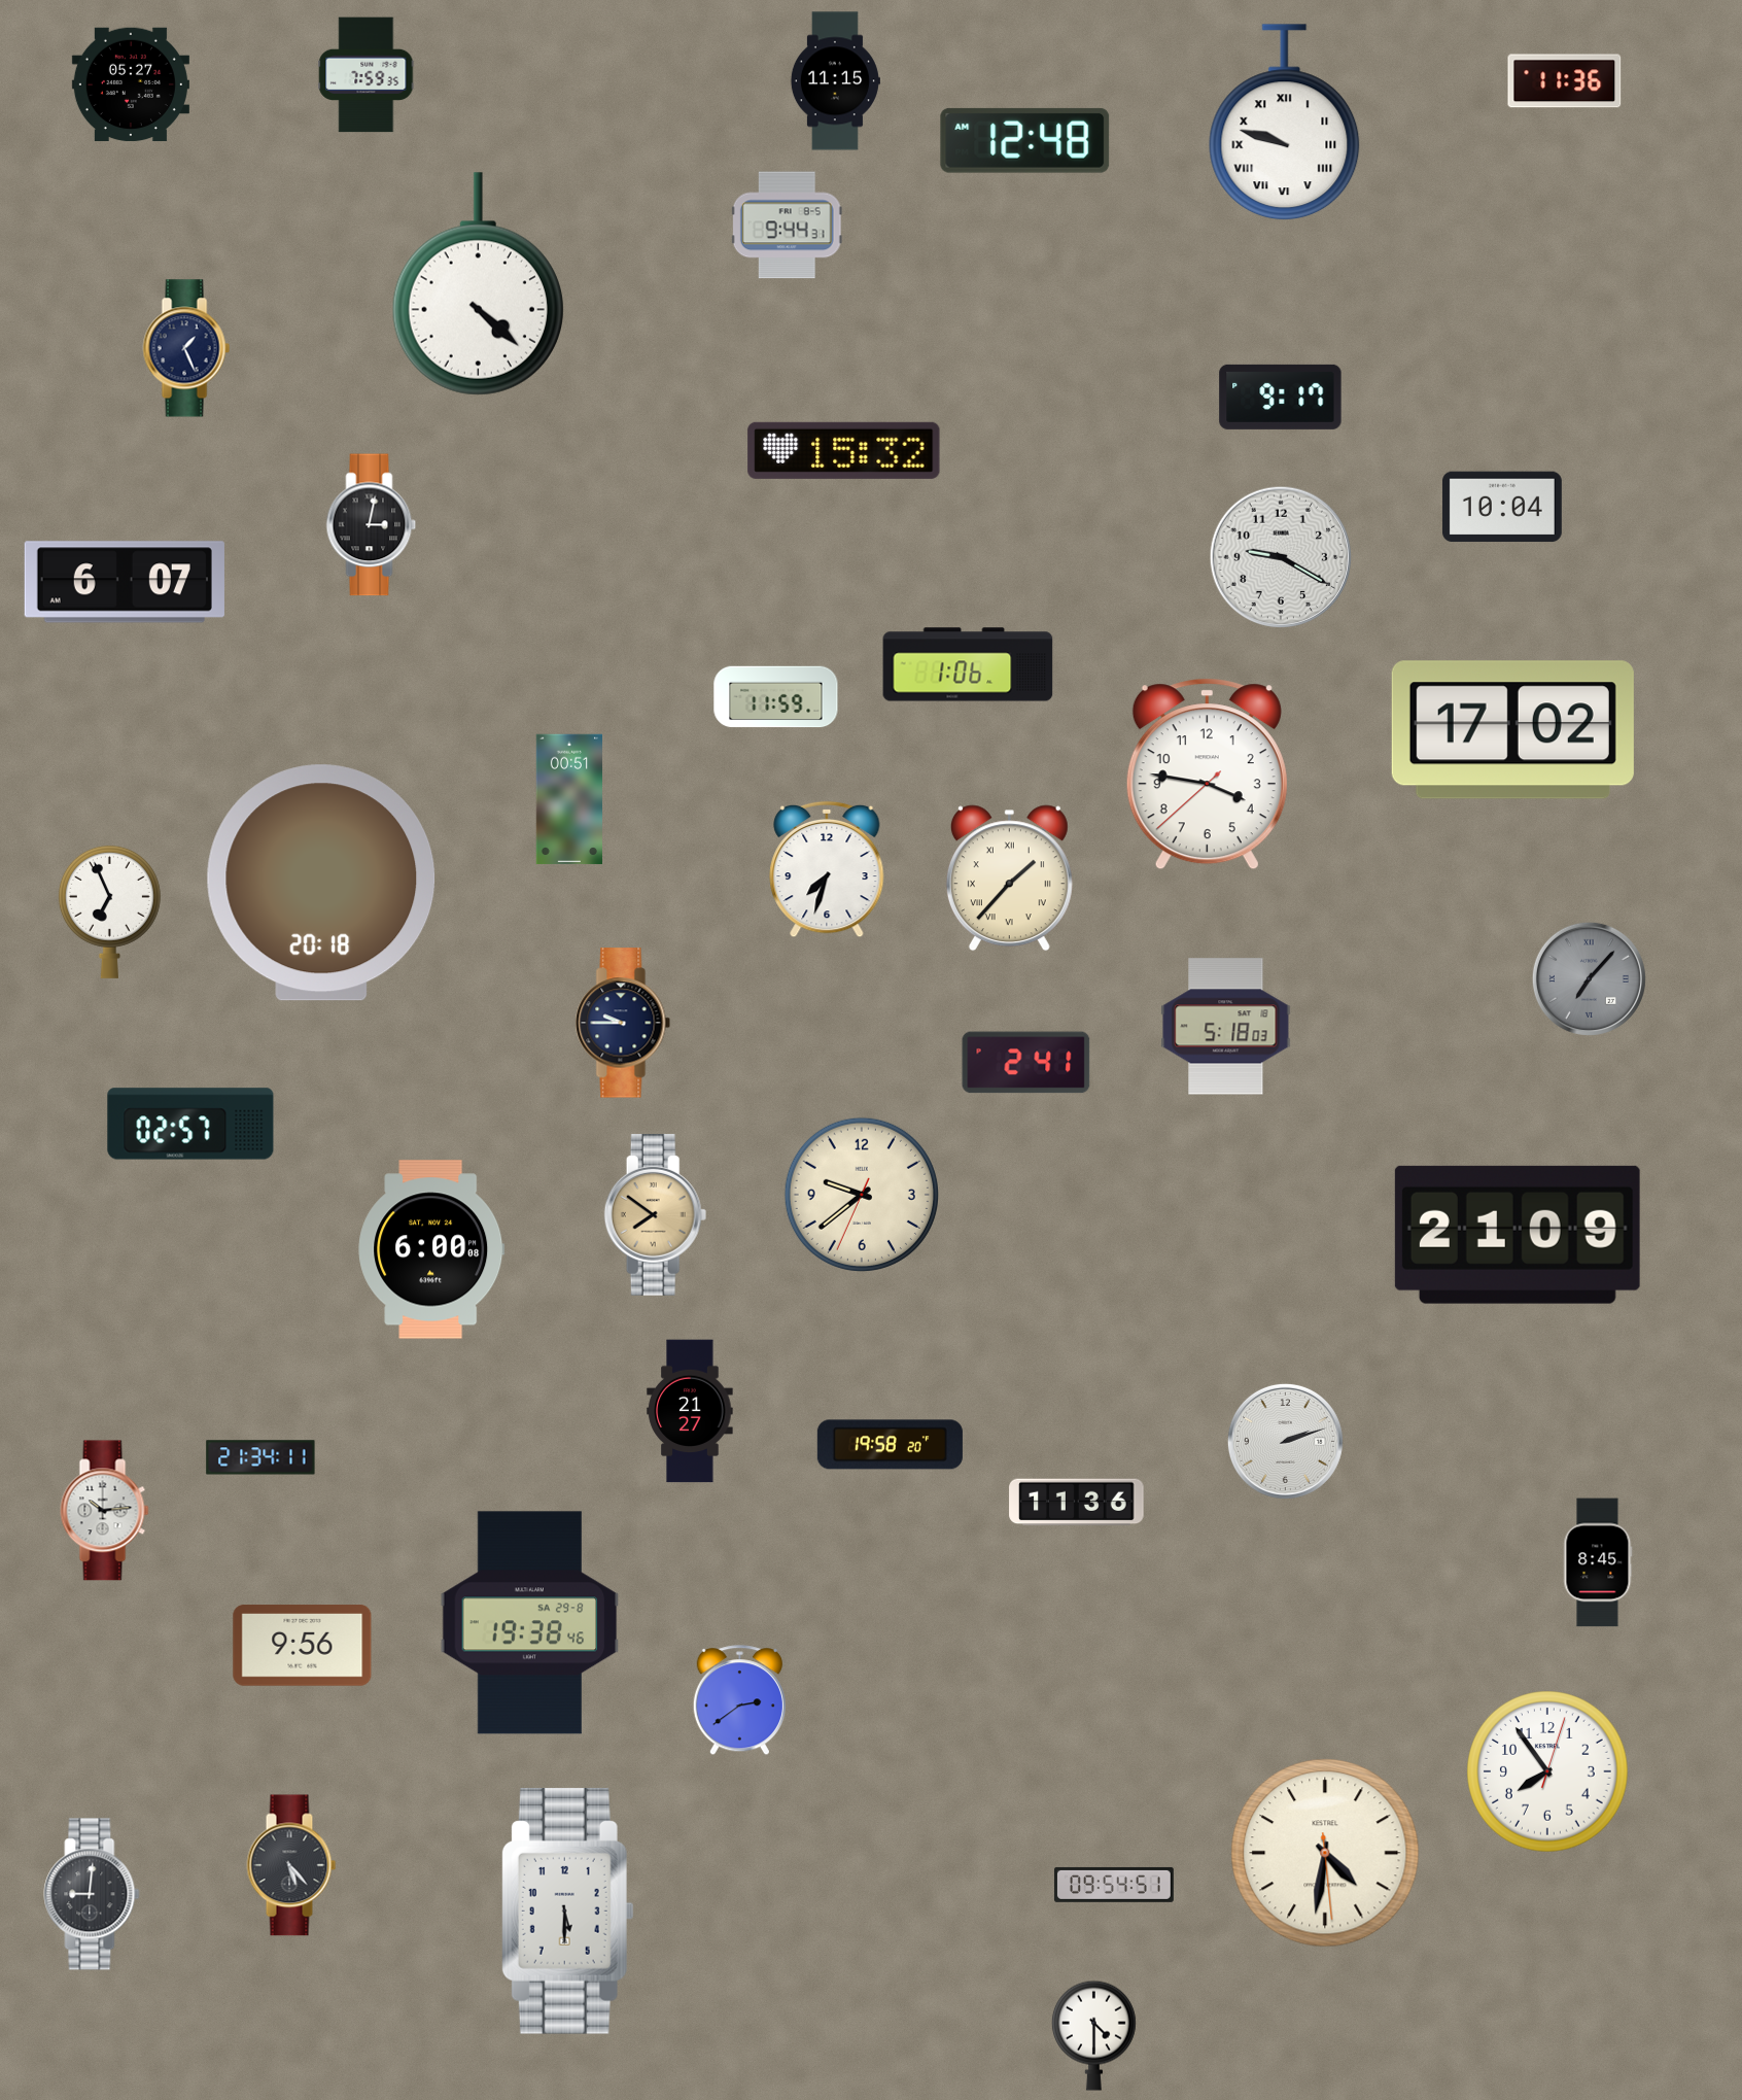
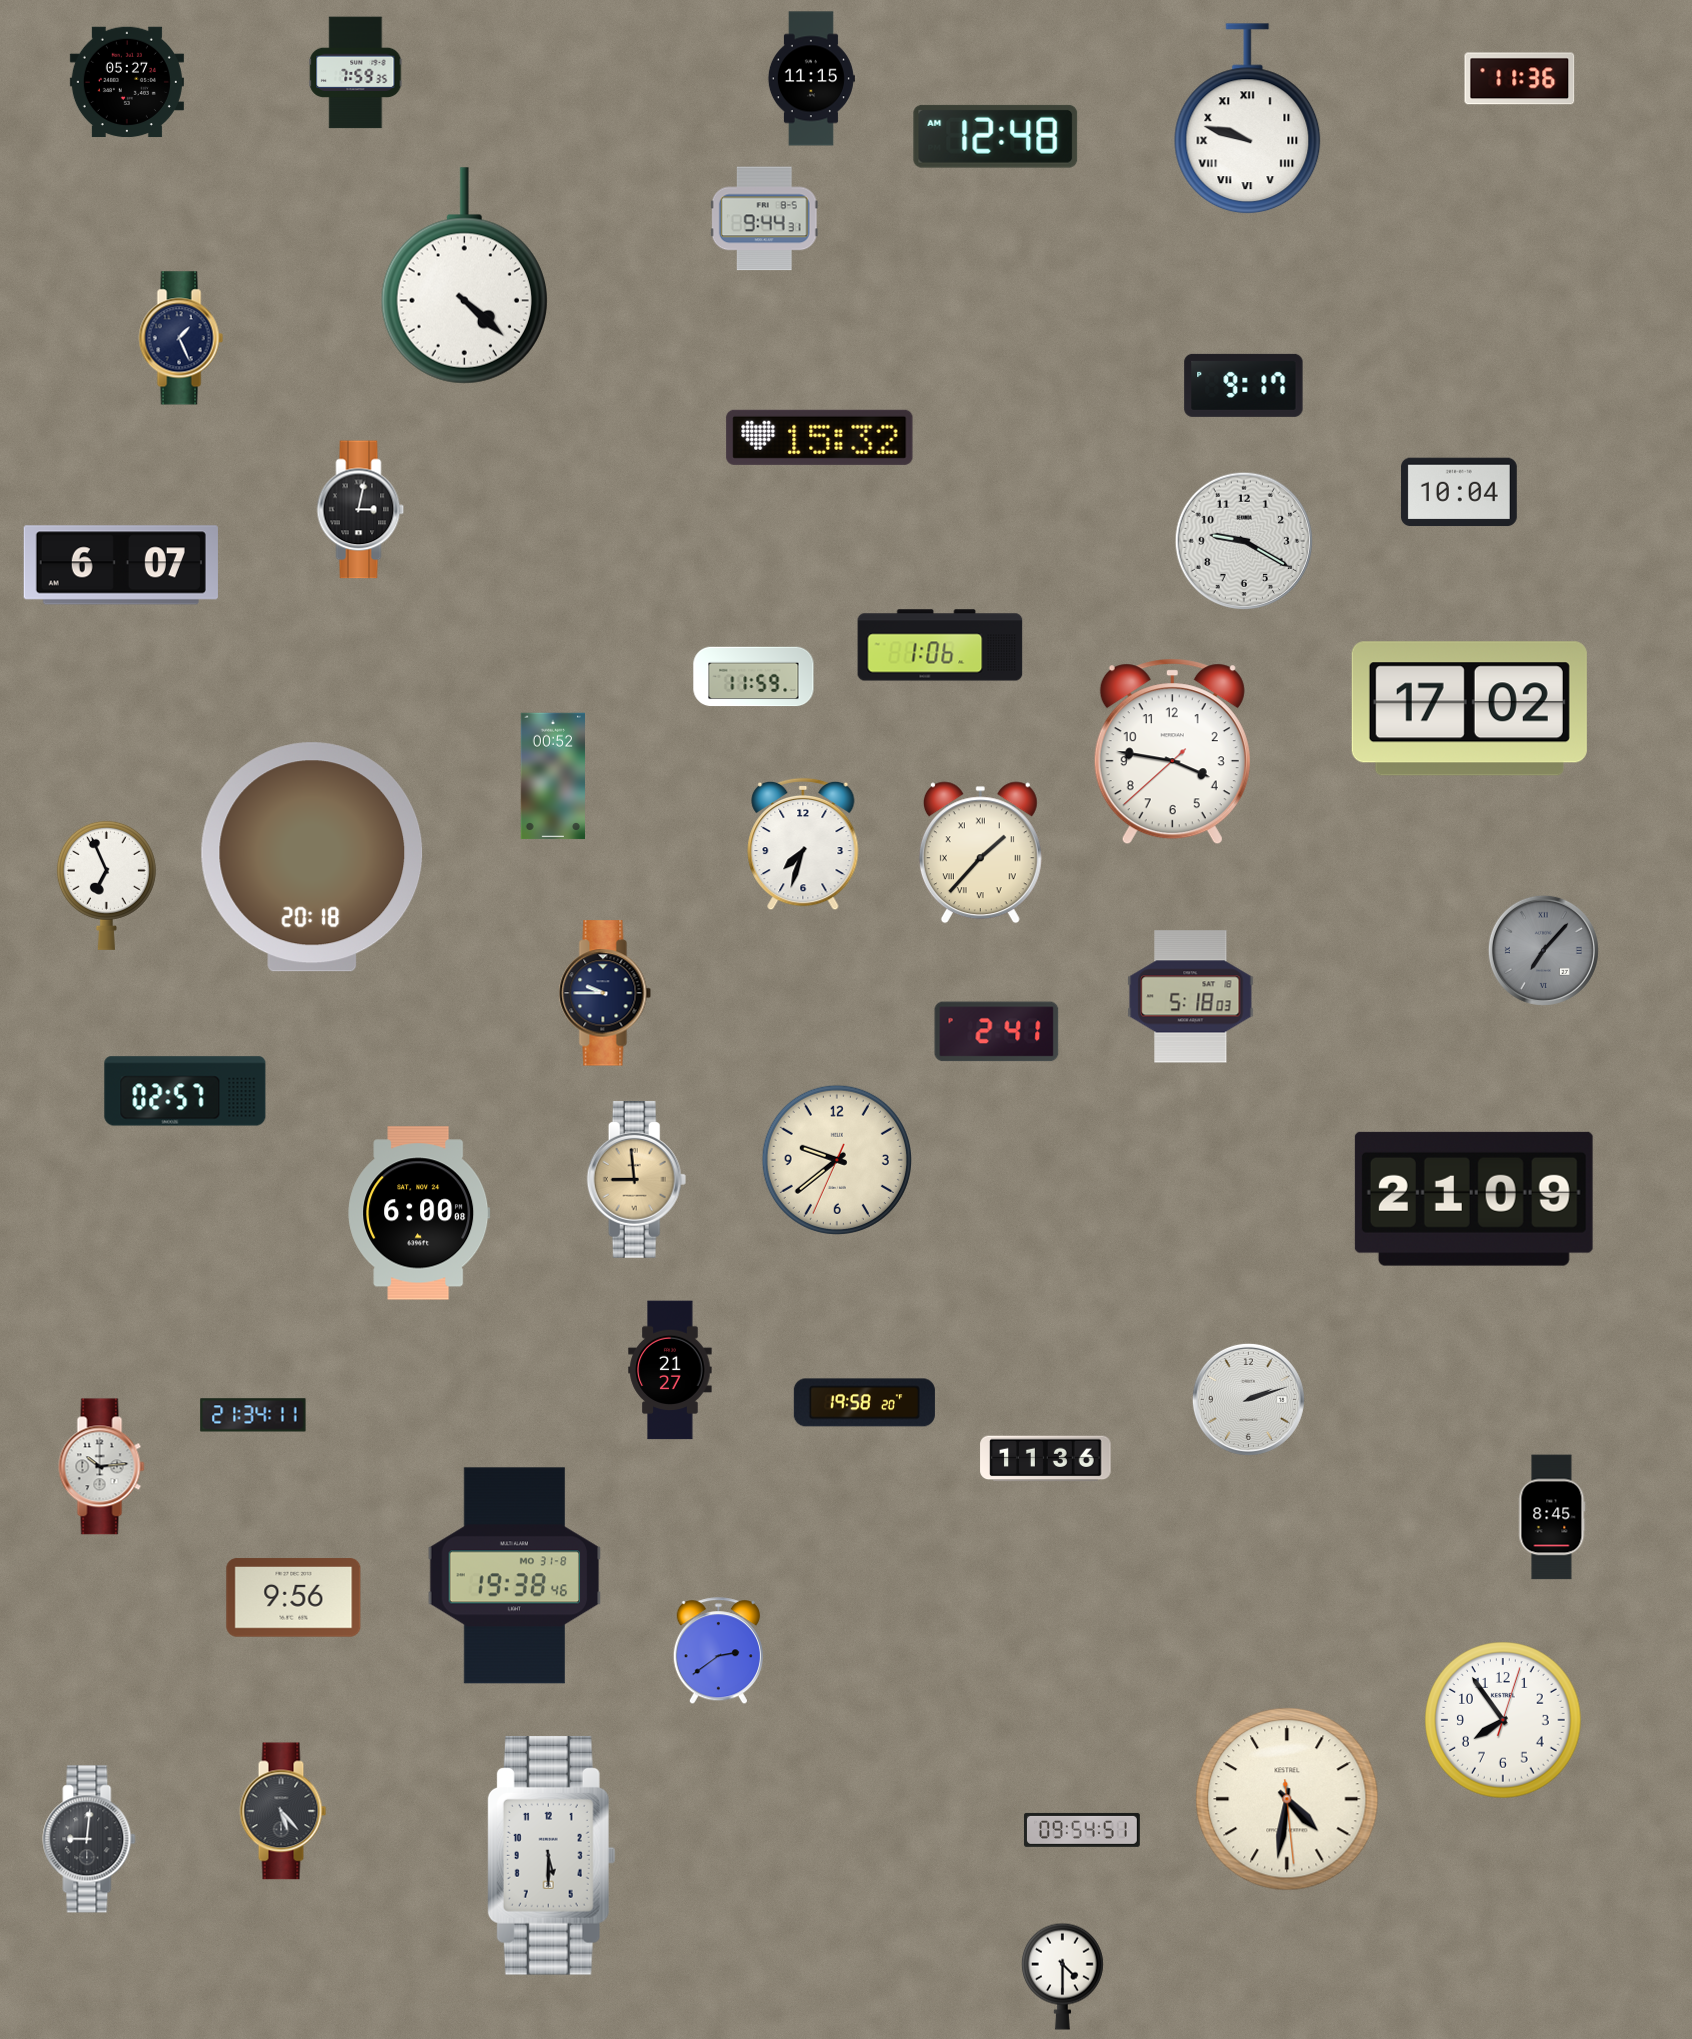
clock at (568, 799): 00:51 -> 00:52
clock at (656, 1214): 7:51 -> 8:59
clock at (530, 1623) date: SA 29-8 -> MO 31-8
